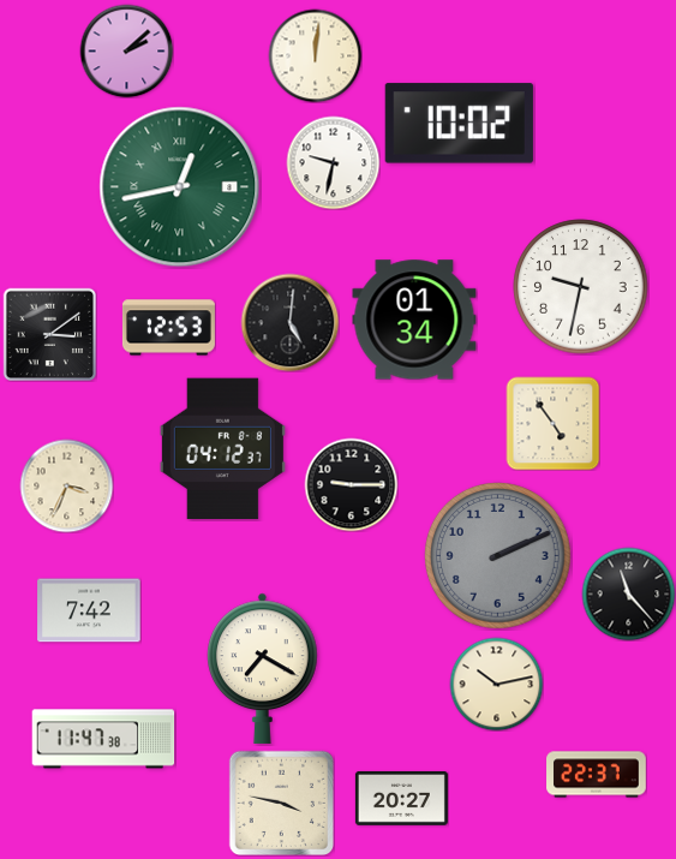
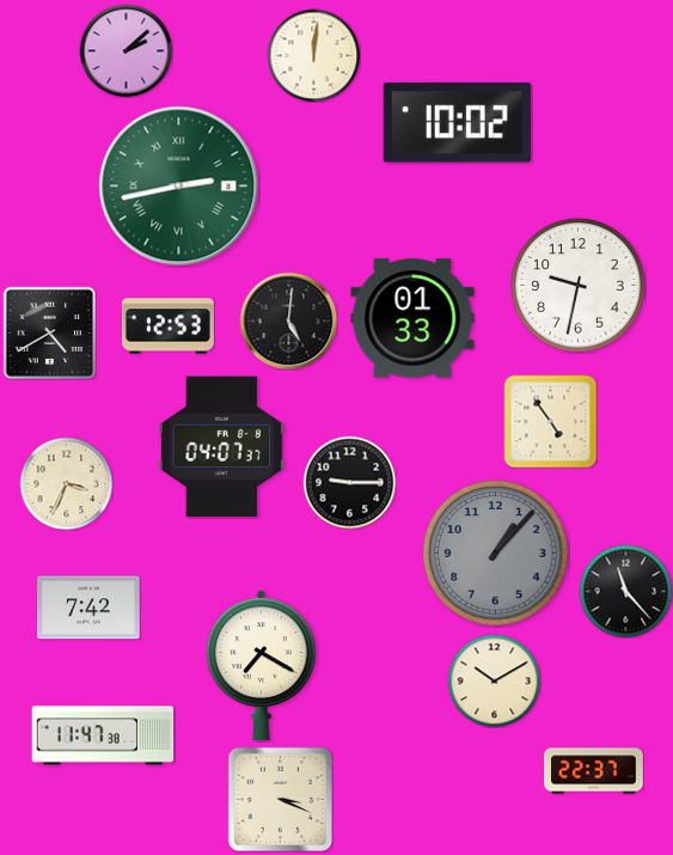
clock at (333, 162): 9:32 -> none
clock at (180, 187): 12:43 -> 2:43
clock at (414, 320): 01:34 -> 01:33
clock at (49, 334): 3:09 -> 4:40
clock at (222, 449): 04:12 -> 04:07
clock at (497, 555): 2:11 -> 1:07
clock at (496, 684): 10:13 -> 10:10
clock at (401, 798): 20:27 -> none
clock at (281, 803): 3:47 -> 3:19
